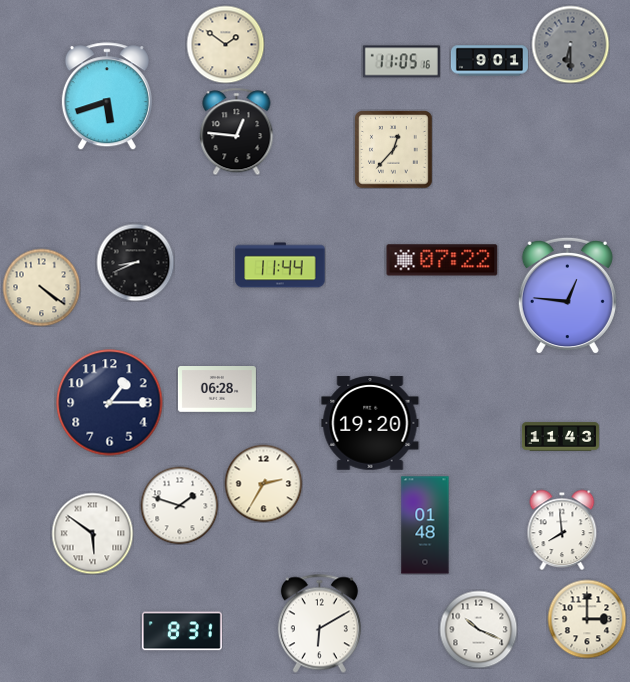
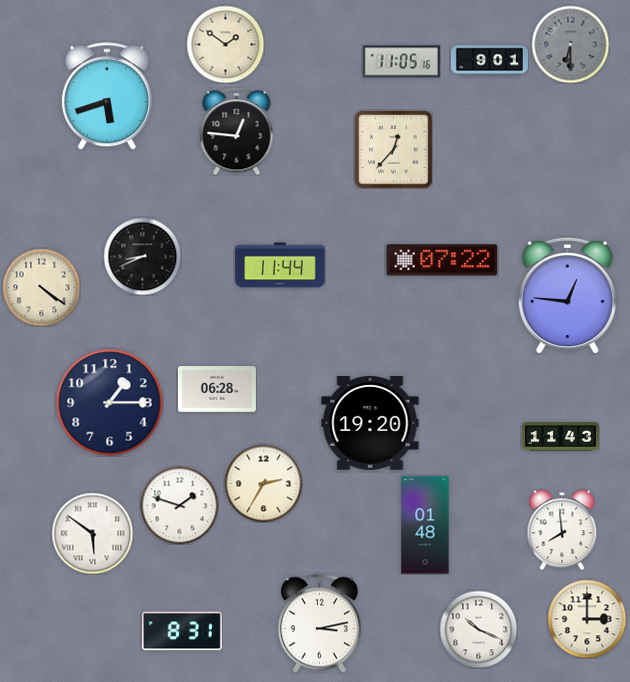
clock at (135, 262) position: (135, 262) -> (142, 256)
clock at (319, 623): 6:10 -> 3:13
